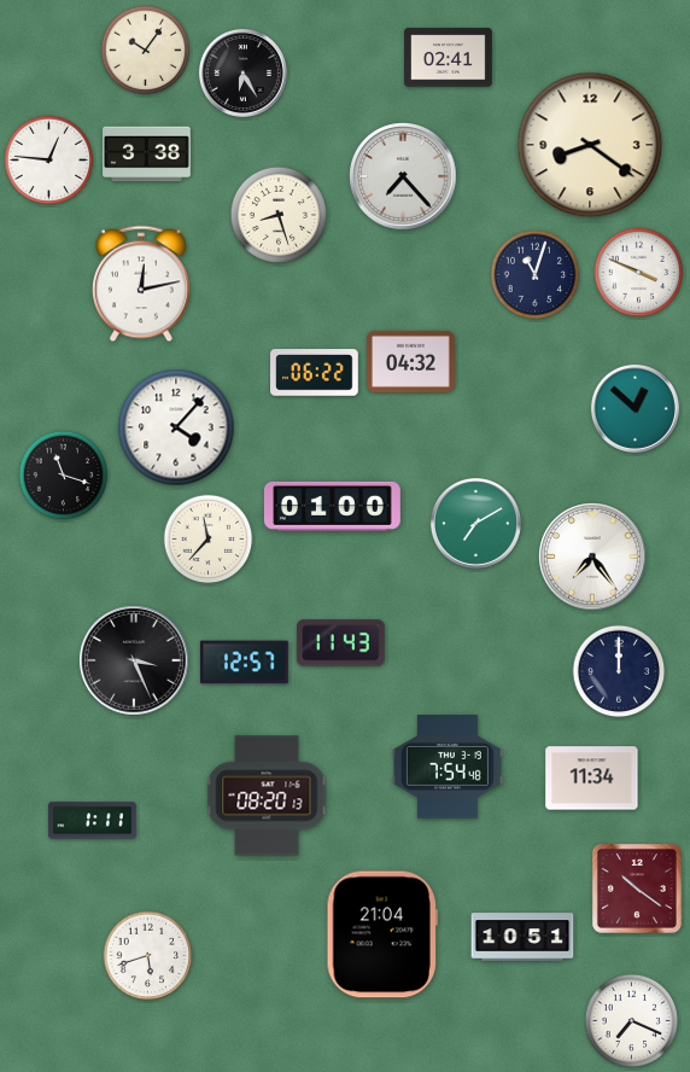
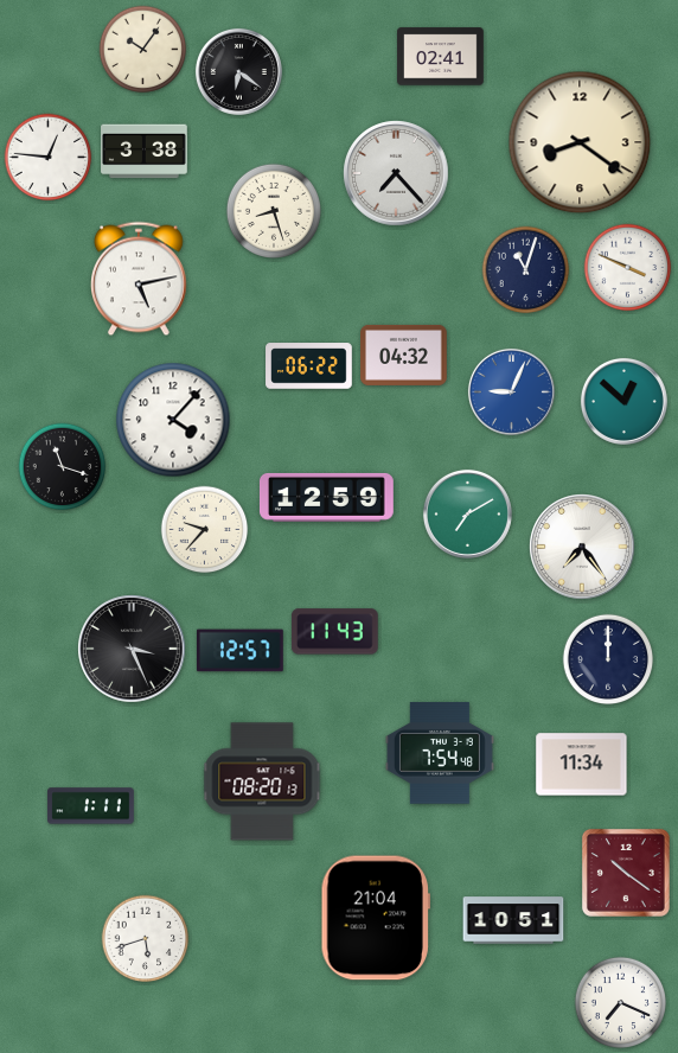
clock at (242, 72): 6:25 -> 6:21
clock at (142, 284): 12:13 -> 5:13
clock at (511, 391): none -> 9:04
clock at (332, 506): 01:00 -> 12:59
clock at (209, 540): 11:37 -> 9:37
